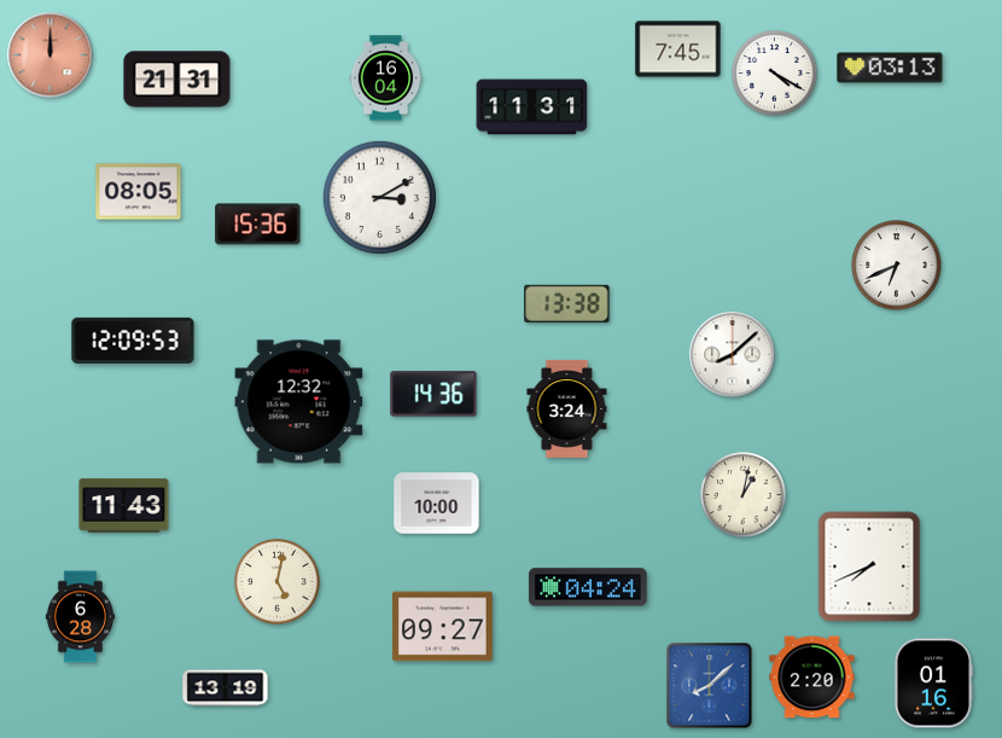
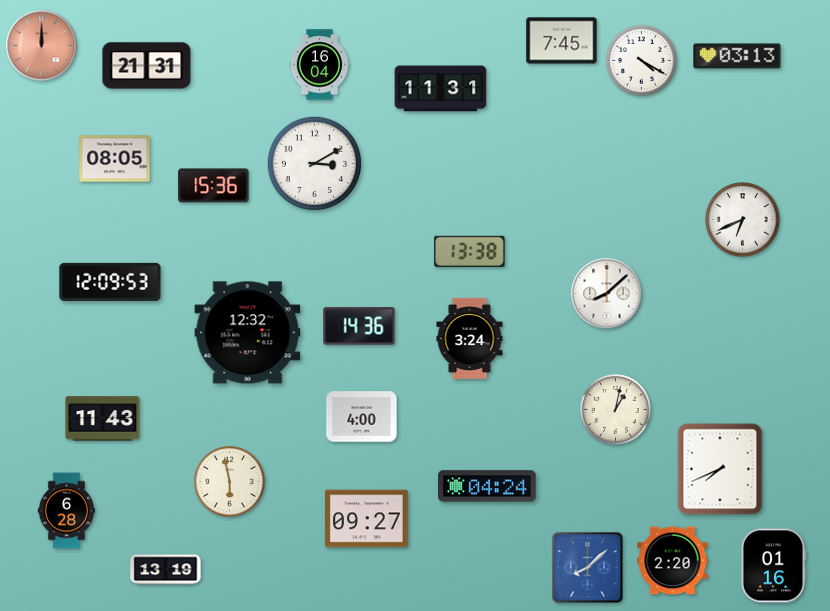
clock at (437, 504): 10:00 -> 4:00
clock at (278, 582): 5:02 -> 5:58
clock at (226, 688) position: (226, 688) -> (166, 570)
